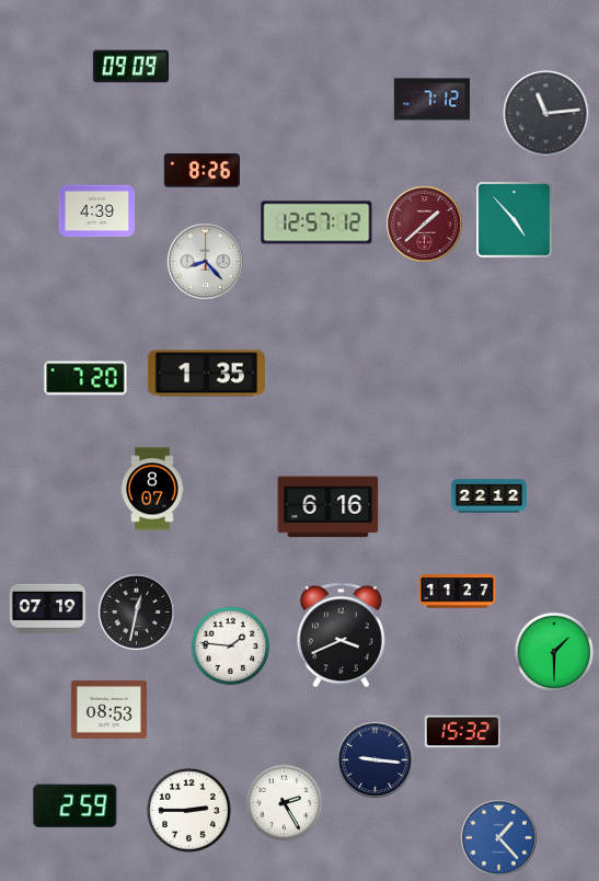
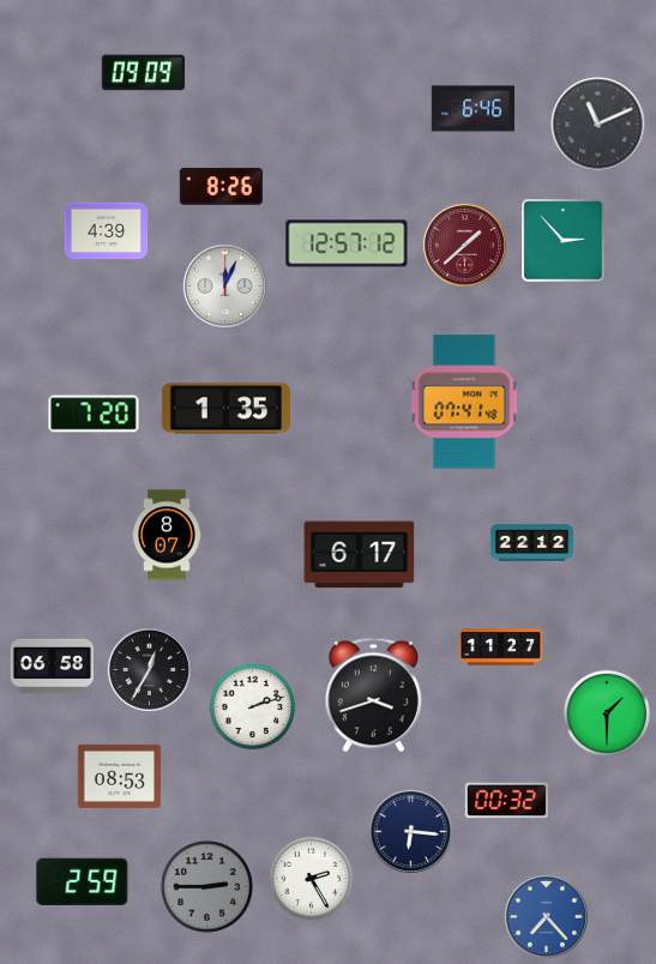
clock at (431, 100): 7:12 -> 6:46
clock at (546, 114): 11:14 -> 11:11
clock at (515, 220): 4:53 -> 2:53
clock at (205, 261): 8:23 -> 12:04
clock at (464, 402): none -> 07:41
clock at (488, 496) position: (488, 496) -> (531, 543)
clock at (329, 507): 6:16 -> 6:17
clock at (47, 608): 07:19 -> 06:58
clock at (136, 611): 12:32 -> 12:35
clock at (341, 636): 3:41 -> 3:42
clock at (231, 647): 1:46 -> 2:12
clock at (462, 732): 15:32 -> 00:32
clock at (375, 759): 9:16 -> 6:16
clock at (189, 811) dial: white -> grey
clock at (498, 837): 1:23 -> 7:23
